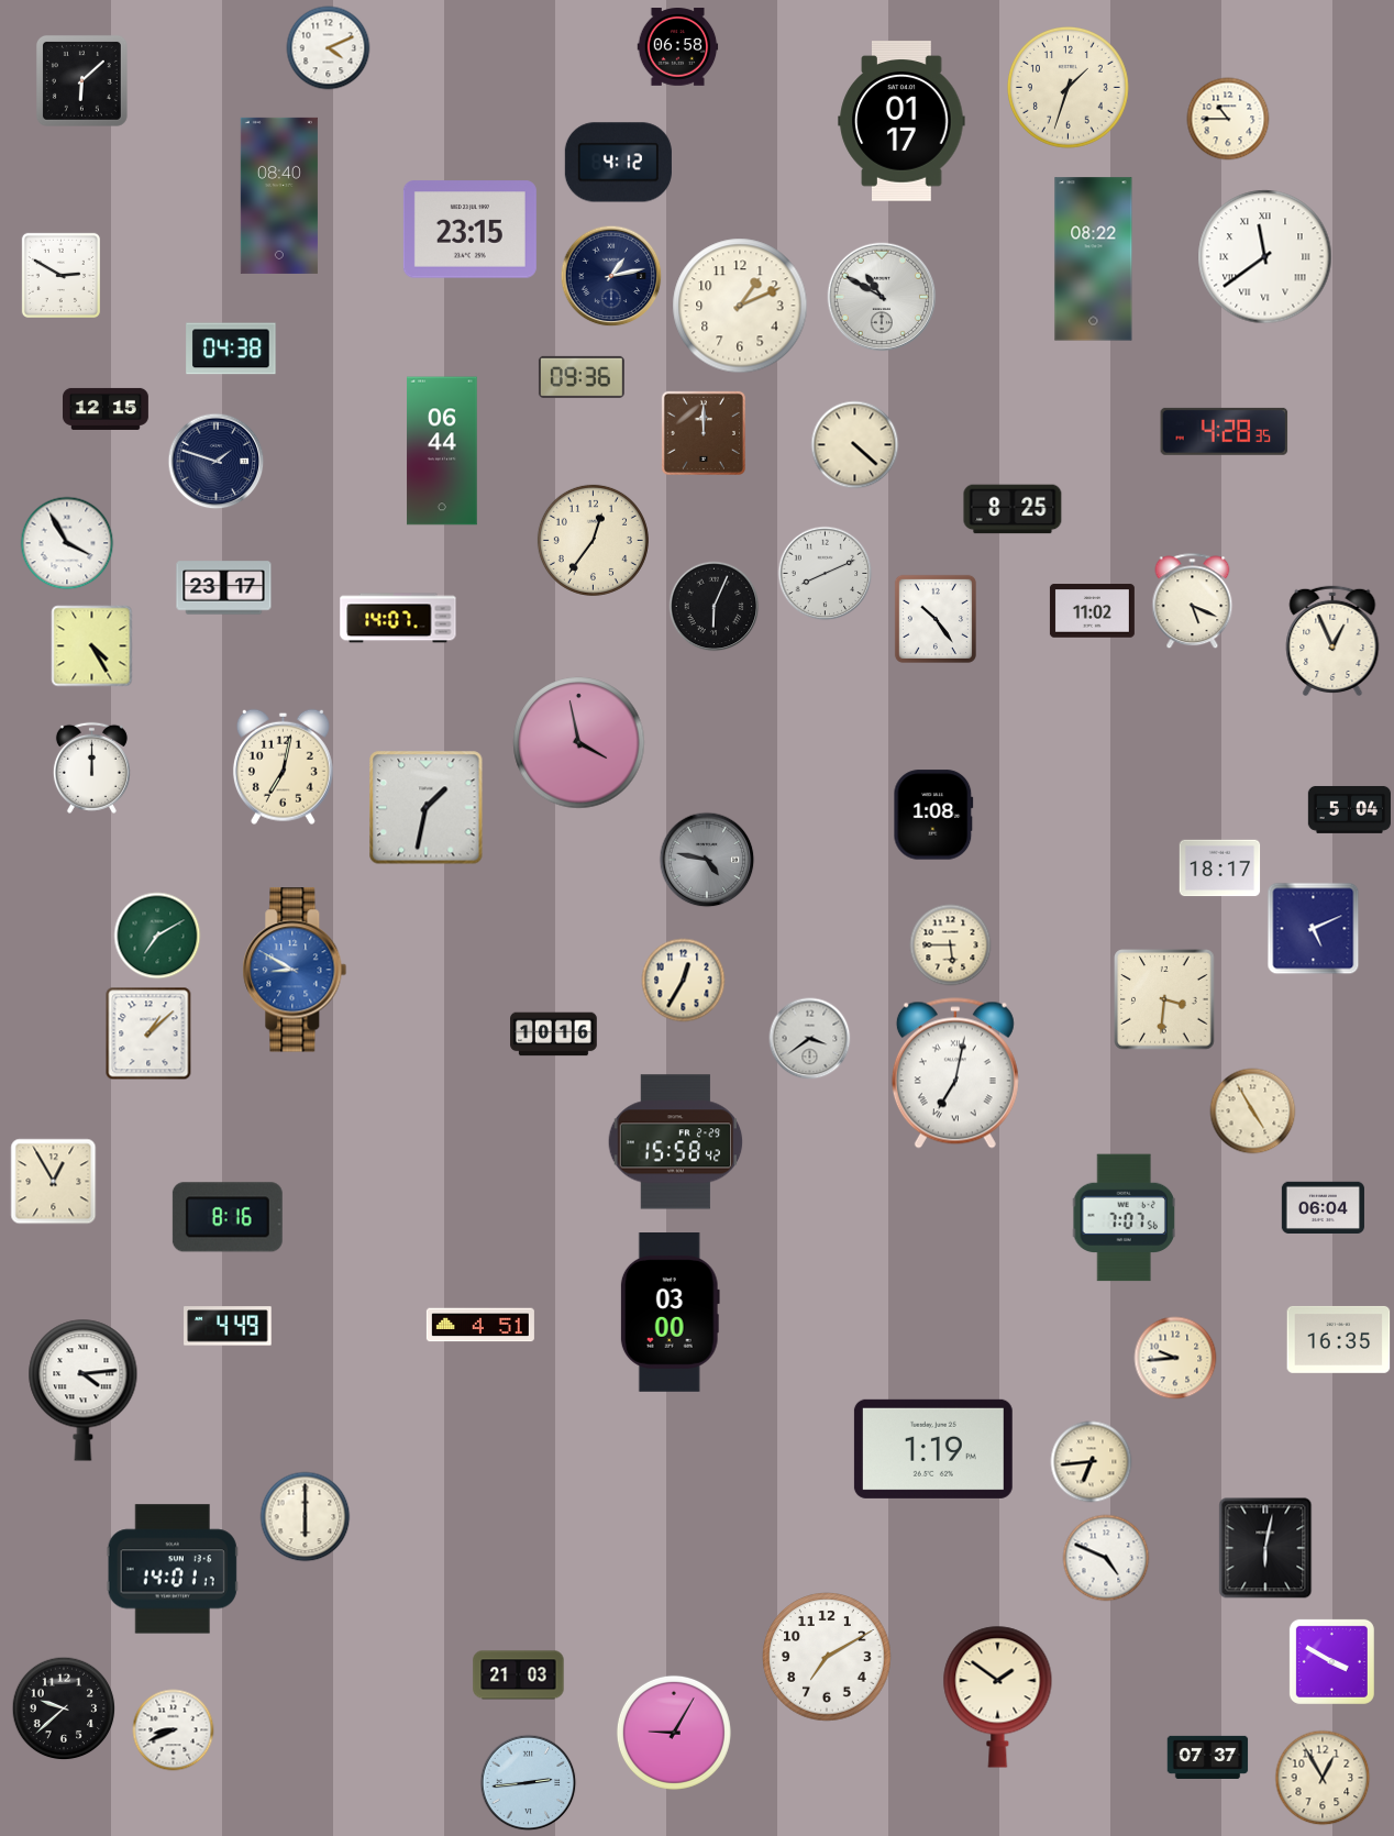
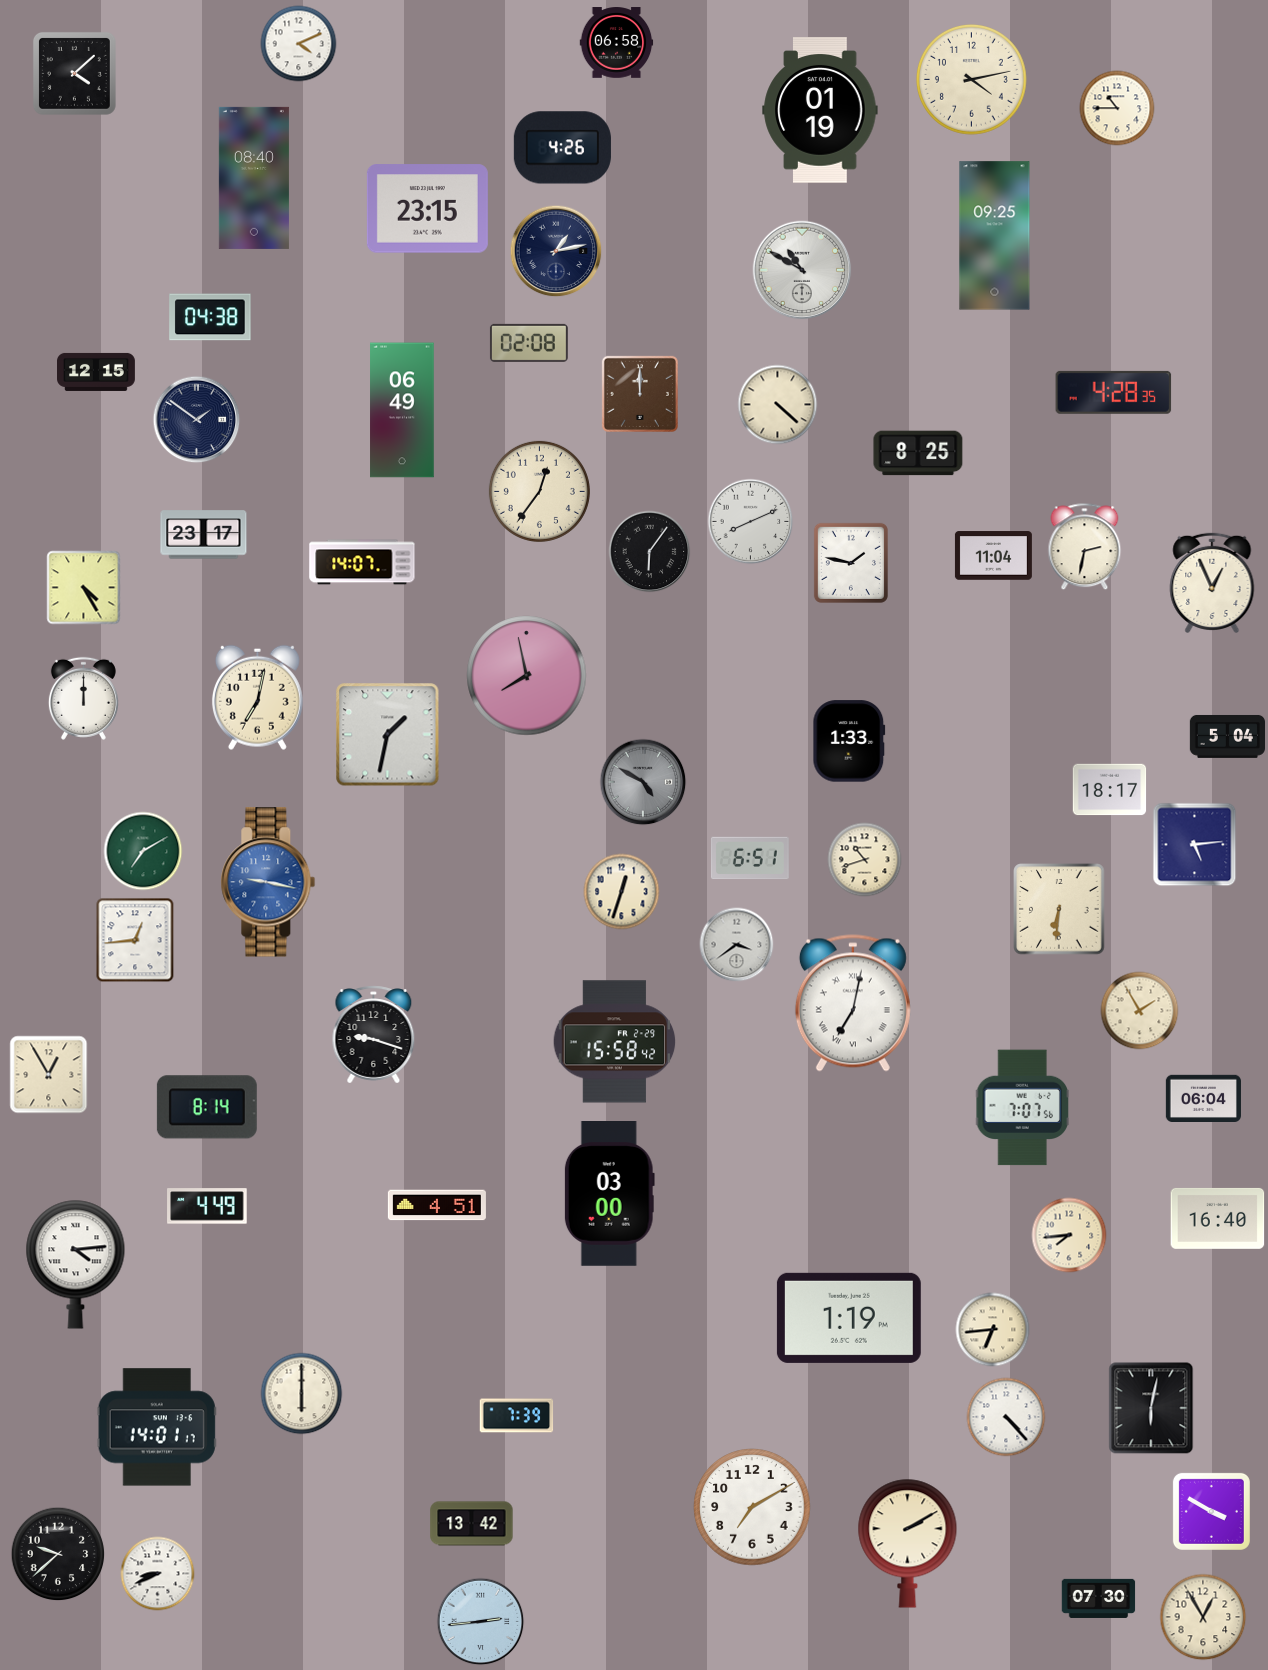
clock at (81, 80): 6:08 -> 4:08
clock at (1069, 88): 1:33 -> 4:13
clock at (901, 121): 01:17 -> 01:19
clock at (618, 163): 4:12 -> 4:26
clock at (1265, 257): 11:39 -> none
clock at (1094, 259): 08:22 -> 09:25
clock at (60, 275): 2:50 -> none
clock at (740, 306): 1:11 -> none
clock at (582, 377): 09:36 -> 02:08
clock at (442, 451): 06:44 -> 06:49
clock at (217, 462): 1:48 -> 1:51
clock at (1013, 509) position: (1013, 509) -> (918, 453)
clock at (67, 543): 3:55 -> none
clock at (1193, 601): 5:19 -> 2:32
clock at (715, 607): 6:04 -> 6:06
clock at (1092, 611): 11:02 -> 11:04
clock at (936, 619): 10:24 -> 1:47
clock at (579, 743): 3:58 -> 7:58
clock at (933, 815): 1:08 -> 1:33
clock at (707, 860): 4:47 -> 4:50
clock at (1314, 929): 5:11 -> 5:14
clock at (750, 858): none -> 6:51
clock at (951, 945): 5:45 -> 10:42
clock at (295, 970): 8:50 -> 9:17
clock at (684, 981): 12:35 -> 12:33
clock at (1164, 999): 3:31 -> 6:31
clock at (148, 1033): 1:08 -> 12:44
clock at (554, 1035): 10:16 -> none
clock at (955, 1073) position: (955, 1073) -> (853, 1003)
clock at (1253, 1111): 4:55 -> 1:55
clock at (374, 1035): none -> 9:18
clock at (676, 1142) position: (676, 1142) -> (615, 1042)
clock at (228, 1217): 8:16 -> 8:14
clock at (1339, 1339): 16:35 -> 16:40
clock at (1175, 1358): 9:44 -> 7:44
clock at (306, 1517) position: (306, 1517) -> (302, 1394)
clock at (517, 1416): none -> 7:39
clock at (1106, 1558): 4:49 -> 4:23
clock at (519, 1675): 21:03 -> 13:42
clock at (998, 1696): 1:51 -> 2:10
clock at (674, 1733): 9:05 -> none
clock at (1208, 1757): 07:37 -> 07:30
